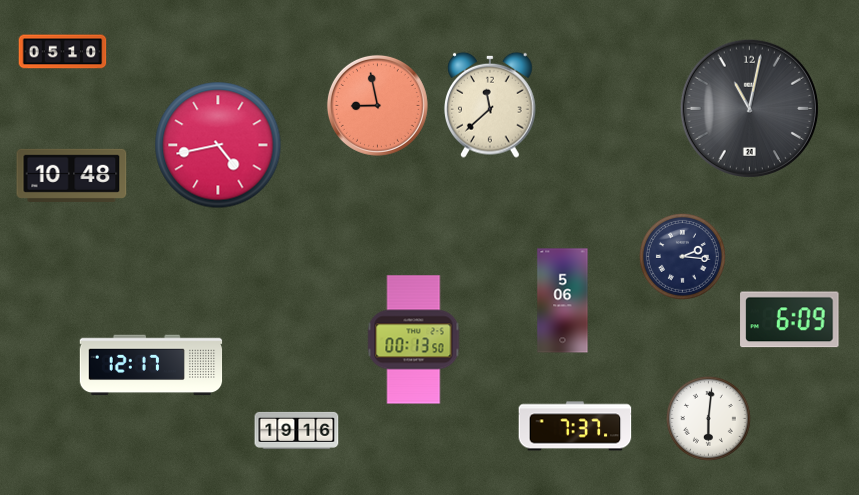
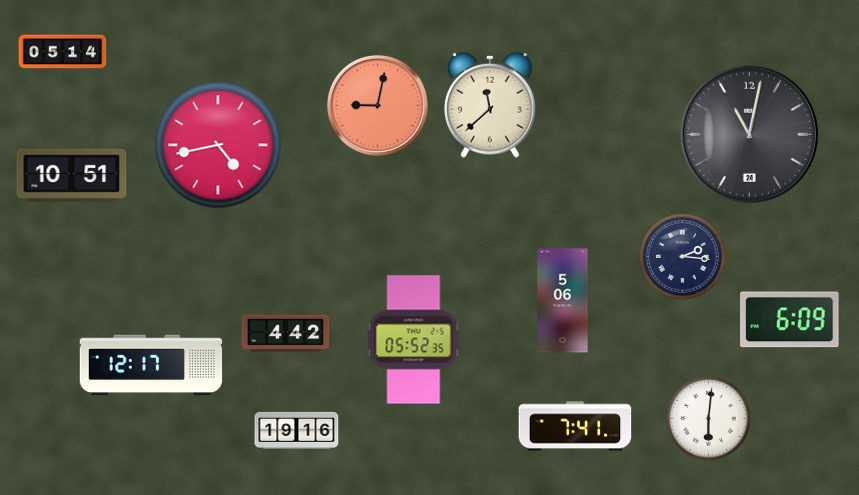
clock at (63, 52): 05:10 -> 05:14
clock at (377, 105): 8:58 -> 9:02
clock at (749, 108) position: (749, 108) -> (749, 134)
clock at (72, 175): 10:48 -> 10:51
clock at (286, 334): none -> 4:42
clock at (414, 340): 00:13 -> 05:52
clock at (575, 426): 7:37 -> 7:41
